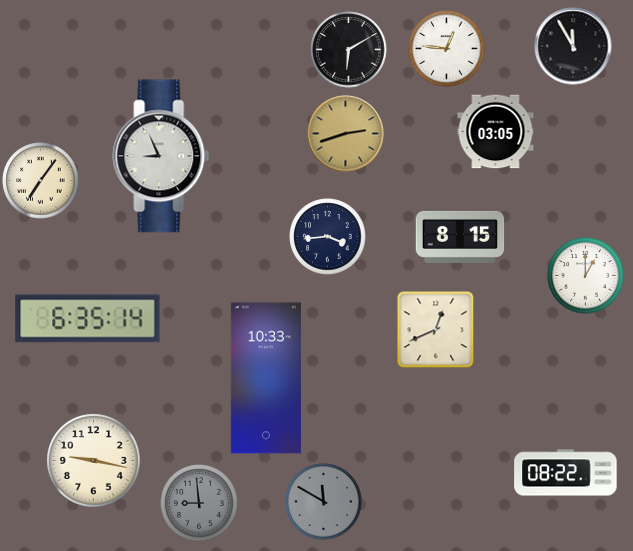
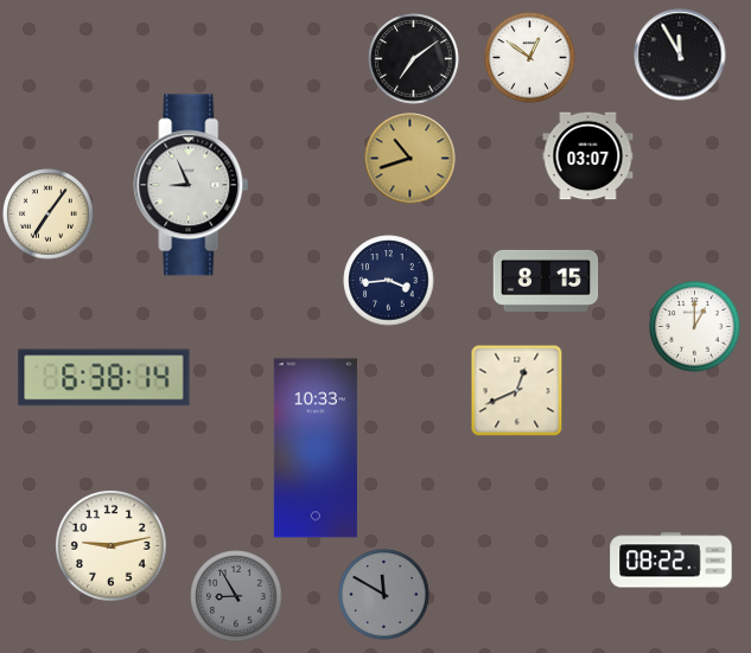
clock at (447, 49): 12:46 -> 12:51
clock at (349, 50): 6:10 -> 7:09
clock at (496, 132): 03:05 -> 03:07
clock at (346, 134): 2:42 -> 10:42
clock at (88, 319): 6:35 -> 6:38
clock at (94, 461): 9:17 -> 9:13
clock at (199, 503): 8:59 -> 8:55
